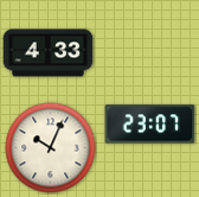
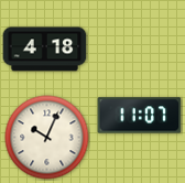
clock at (49, 53): 4:33 -> 4:18
clock at (150, 125): 23:07 -> 11:07
